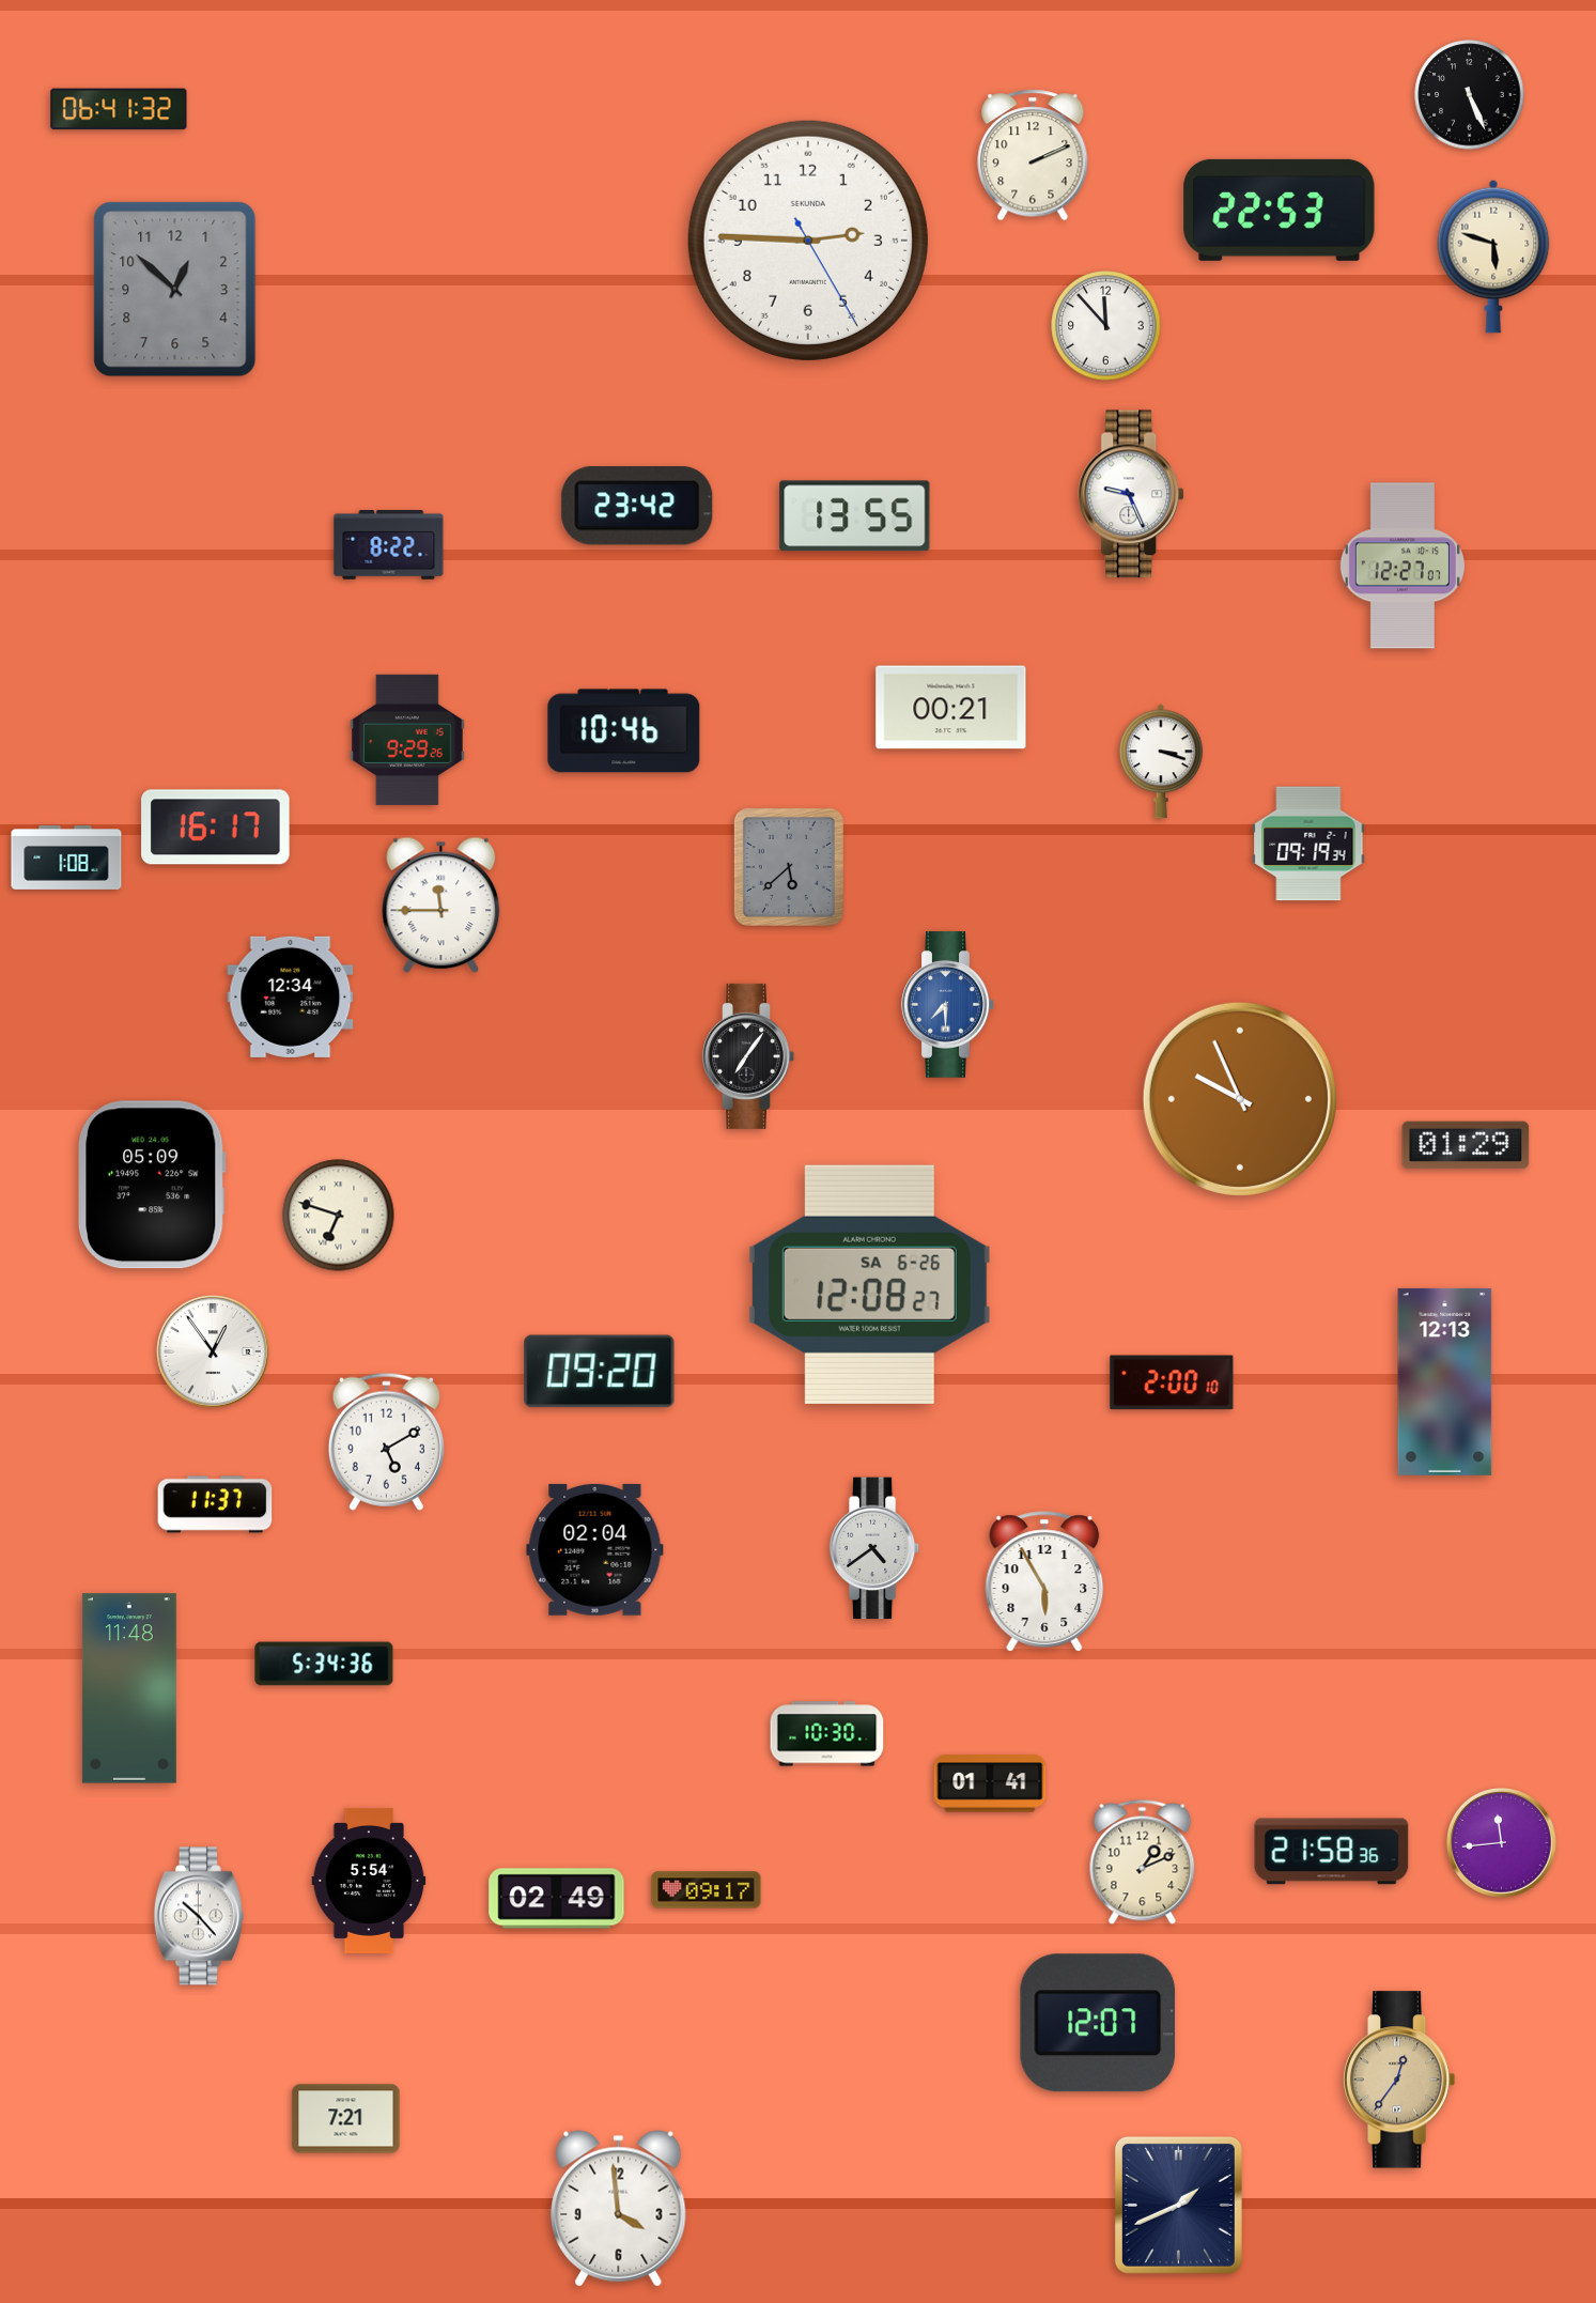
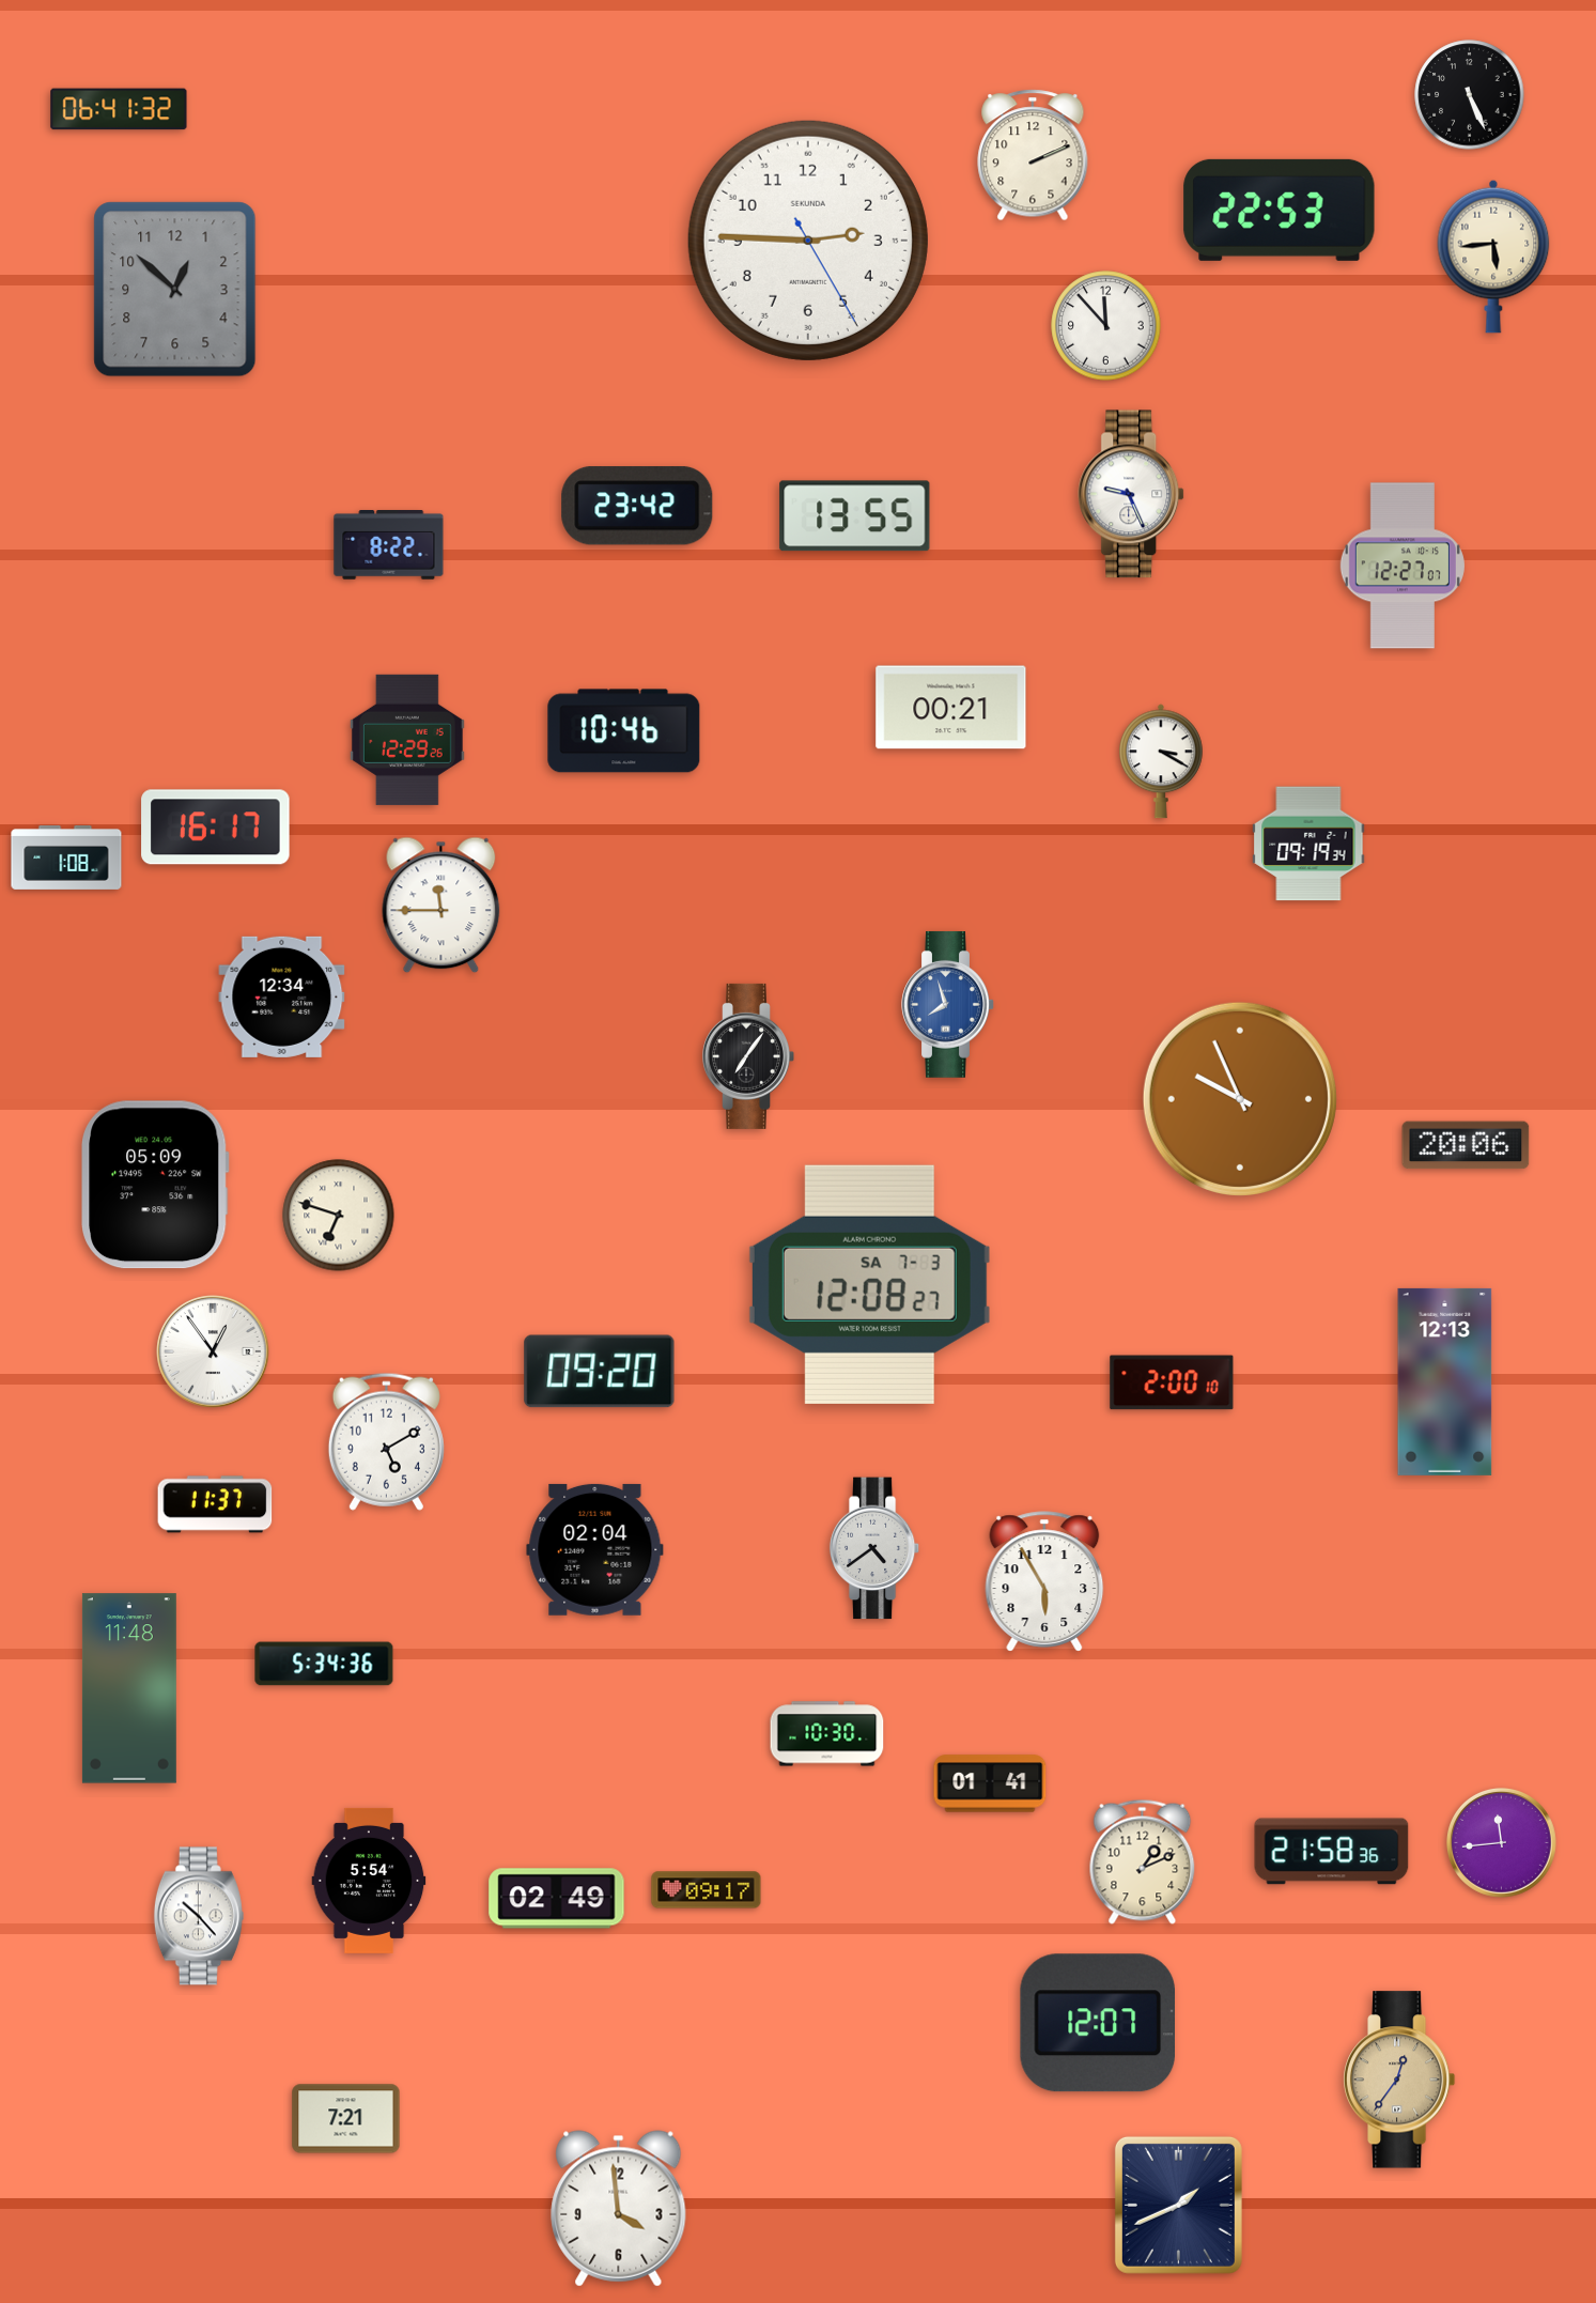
clock at (1493, 257): 5:48 -> 5:44
clock at (407, 740): 9:29 -> 12:29
clock at (1162, 761): 3:18 -> 3:20
clock at (789, 867): 5:38 -> none
clock at (291, 996) position: (291, 996) -> (282, 996)
clock at (948, 1004): 7:30 -> 7:57
clock at (1466, 1145): 01:29 -> 20:06
clock at (152, 1185) position: (152, 1185) -> (155, 1185)
clock at (869, 1284) date: SA 6-26 -> SA 7-3
